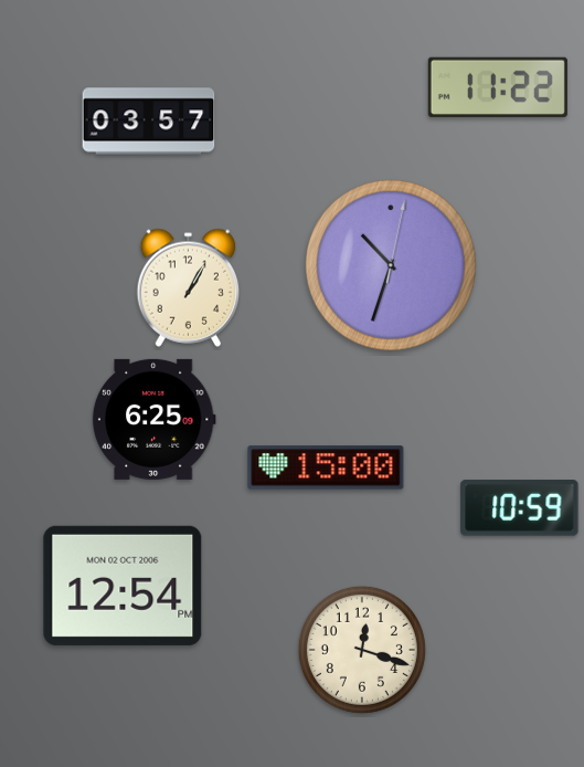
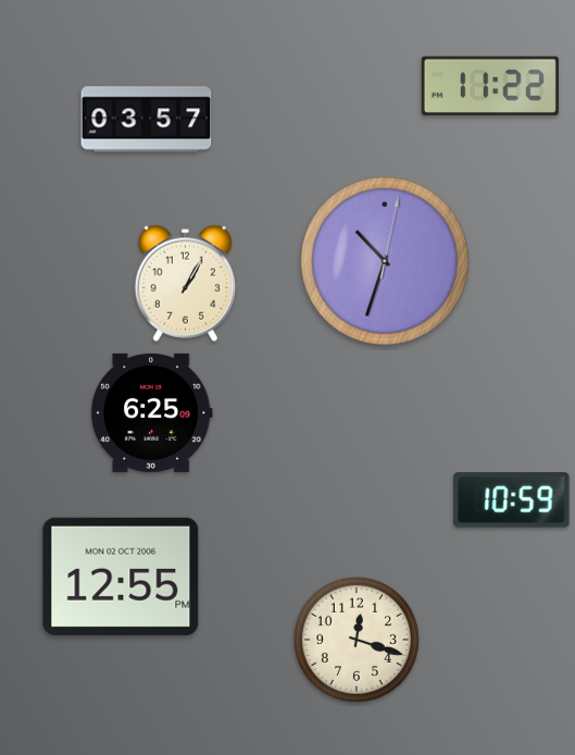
clock at (326, 467): 15:00 -> none
clock at (123, 586): 12:54 -> 12:55
